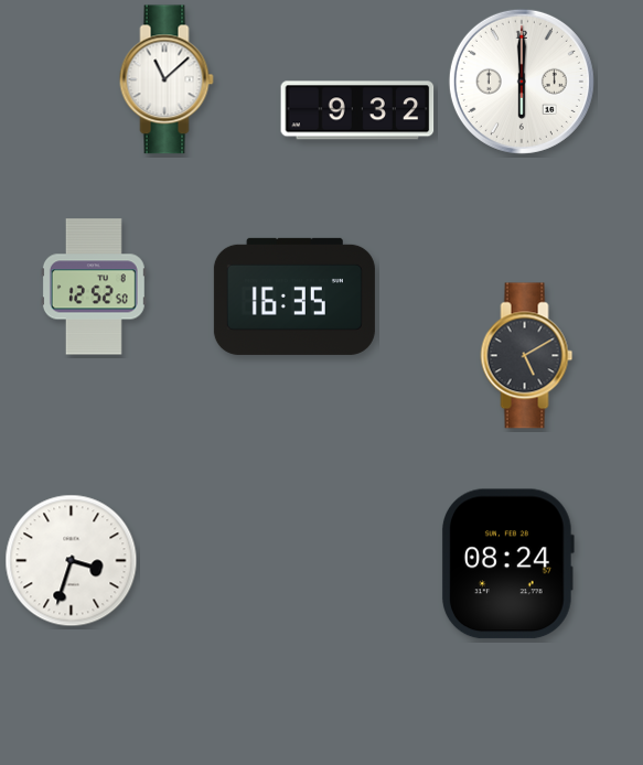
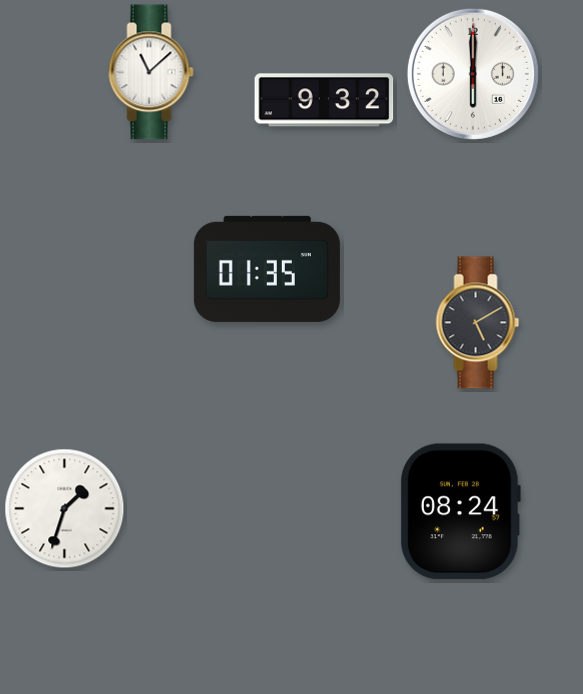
clock at (94, 287): 12:52 -> none
clock at (294, 297): 16:35 -> 01:35
clock at (72, 561): 3:33 -> 1:33
